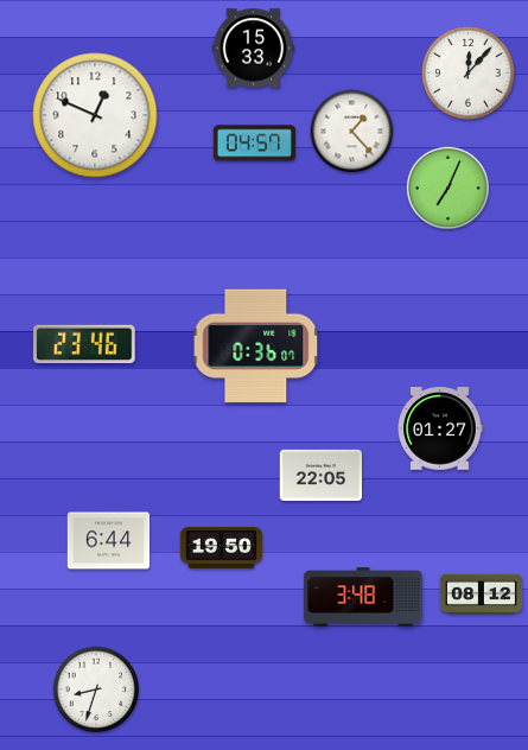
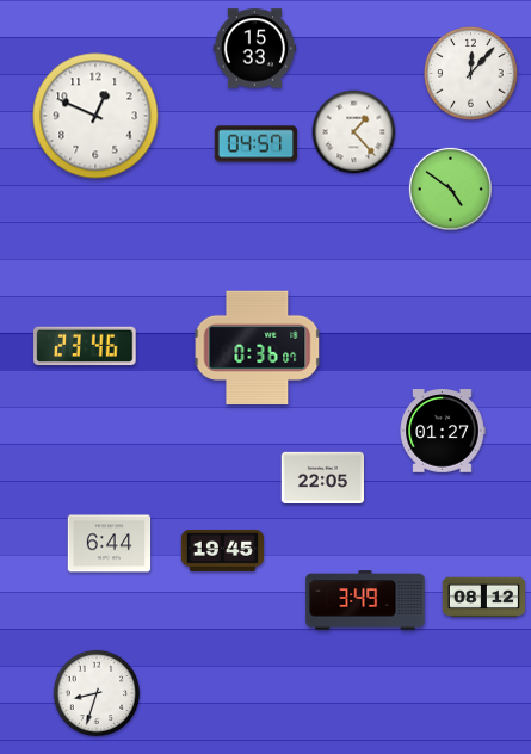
clock at (447, 188): 7:04 -> 4:51
clock at (222, 547): 19:50 -> 19:45
clock at (363, 597): 3:48 -> 3:49
